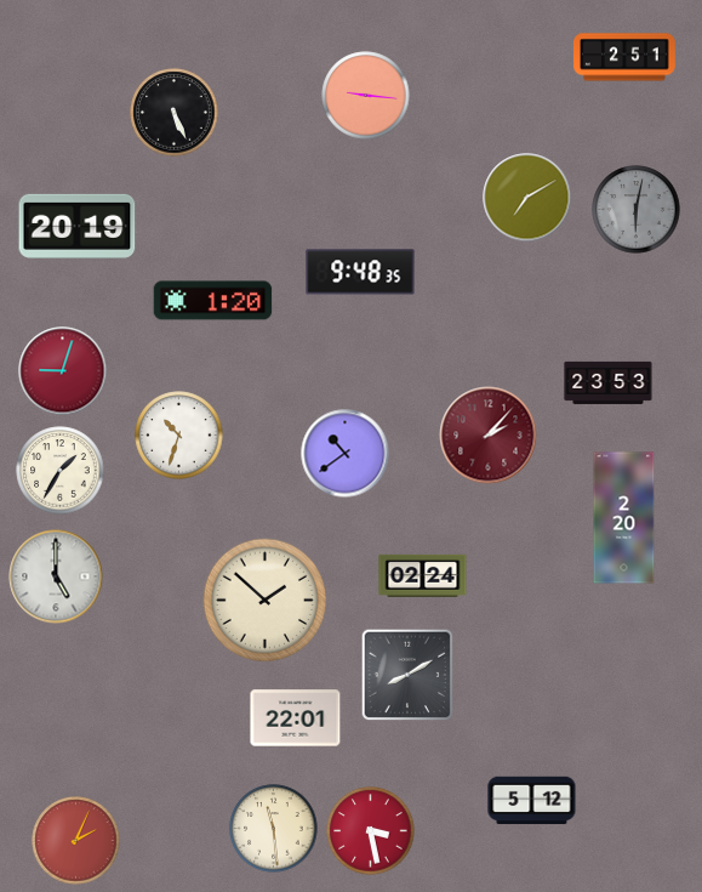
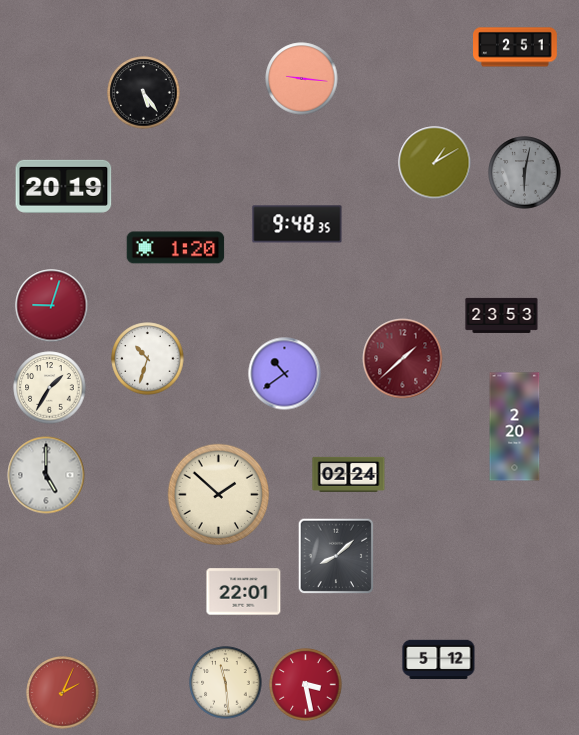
clock at (175, 113): 5:26 -> 5:24
clock at (527, 198): 7:10 -> 1:10
clock at (489, 436): 2:07 -> 1:38
clock at (407, 675): 8:10 -> 8:08
